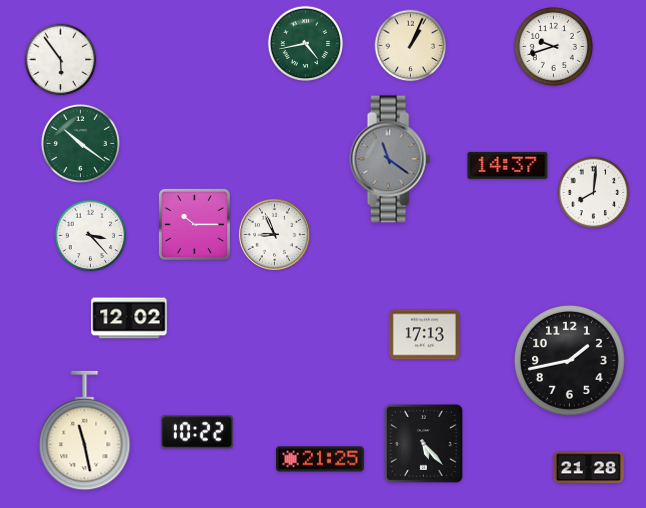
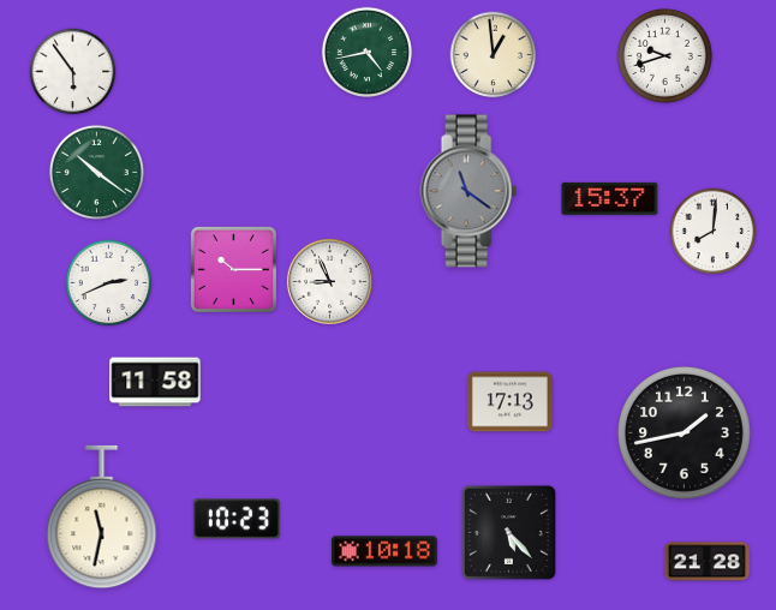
clock at (411, 46): 1:04 -> 12:59
clock at (508, 165): 14:37 -> 15:37
clock at (91, 236): 3:23 -> 2:41
clock at (129, 318): 12:02 -> 11:58
clock at (85, 431): 11:28 -> 11:32
clock at (197, 432): 10:22 -> 10:23
clock at (320, 459): 21:25 -> 10:18
